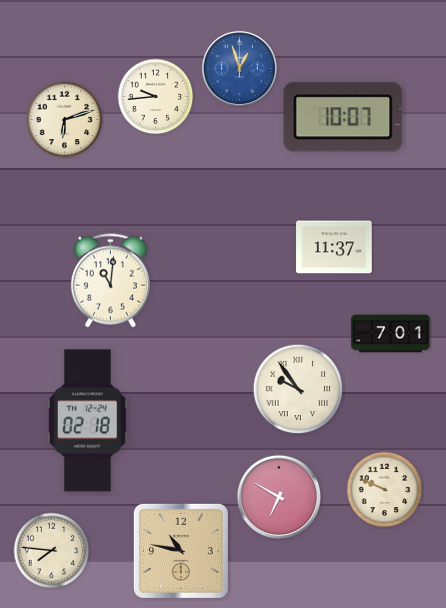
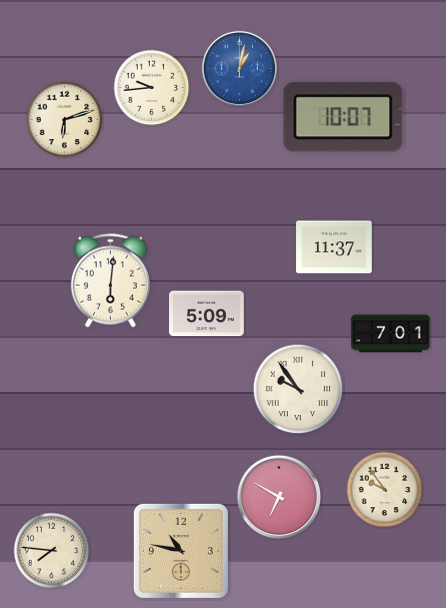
clock at (239, 68): 12:57 -> 1:02
clock at (156, 97) position: (156, 97) -> (152, 88)
clock at (110, 281): 11:01 -> 6:01
clock at (207, 314): none -> 5:09
clock at (87, 421): 02:18 -> none
clock at (385, 490): 9:49 -> 9:54
